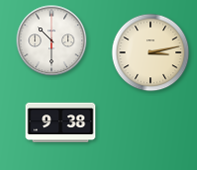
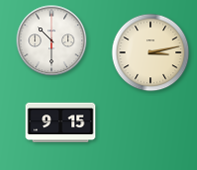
clock at (61, 123): 9:38 -> 9:15
